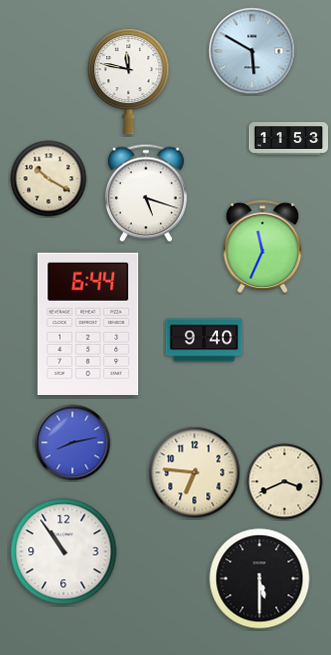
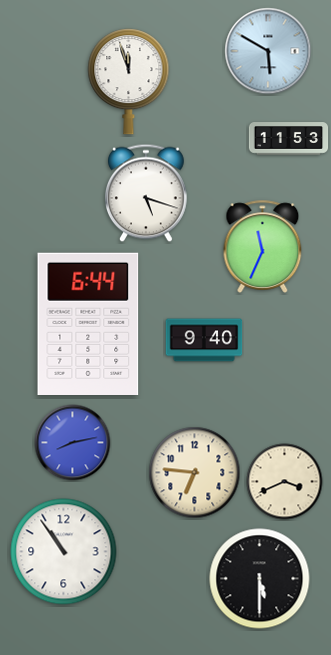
clock at (252, 51) position: (252, 51) -> (268, 51)
clock at (129, 82): 11:47 -> 11:57
clock at (49, 179): 10:20 -> none
